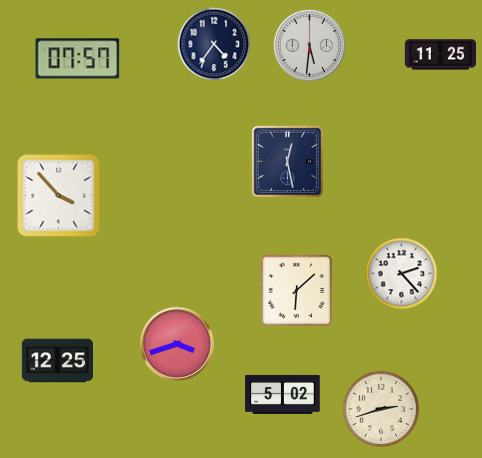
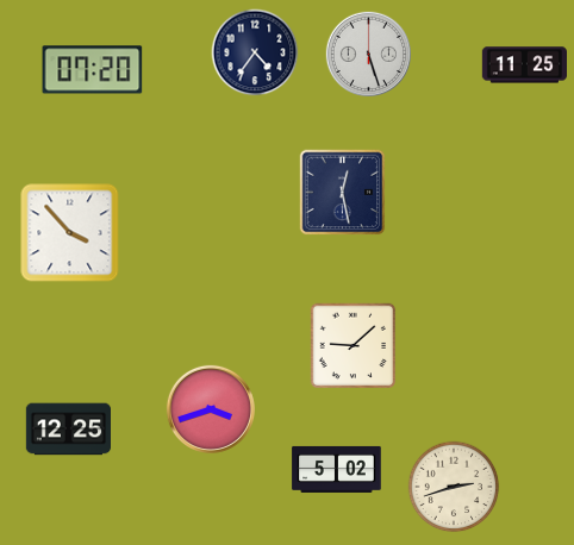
clock at (309, 45): 5:31 -> 5:27
clock at (78, 59): 07:57 -> 07:20
clock at (402, 274): 2:23 -> none
clock at (297, 291): 6:08 -> 9:08
